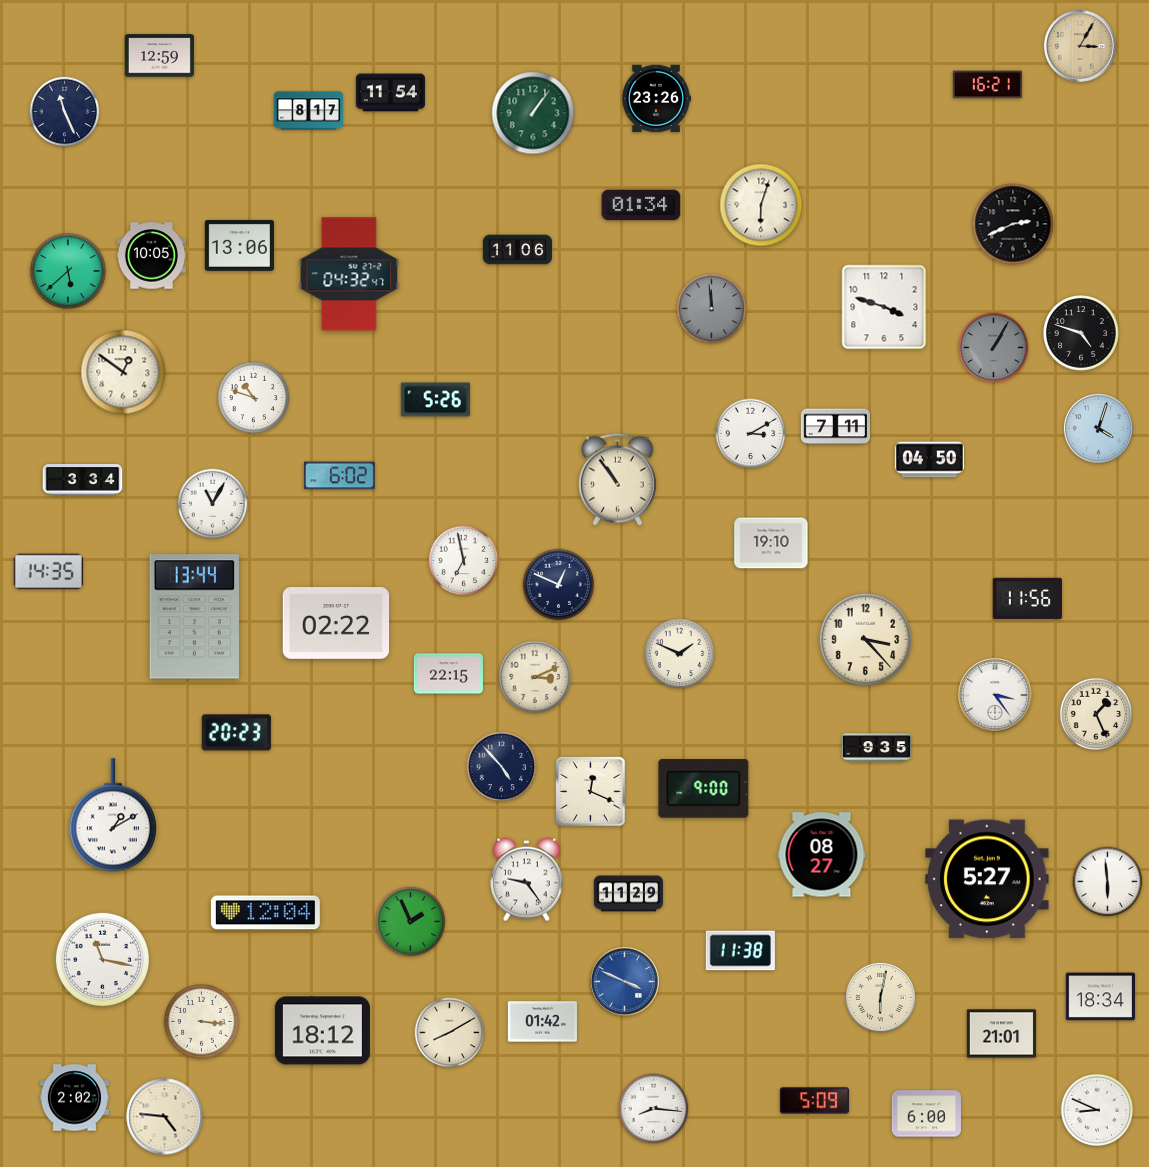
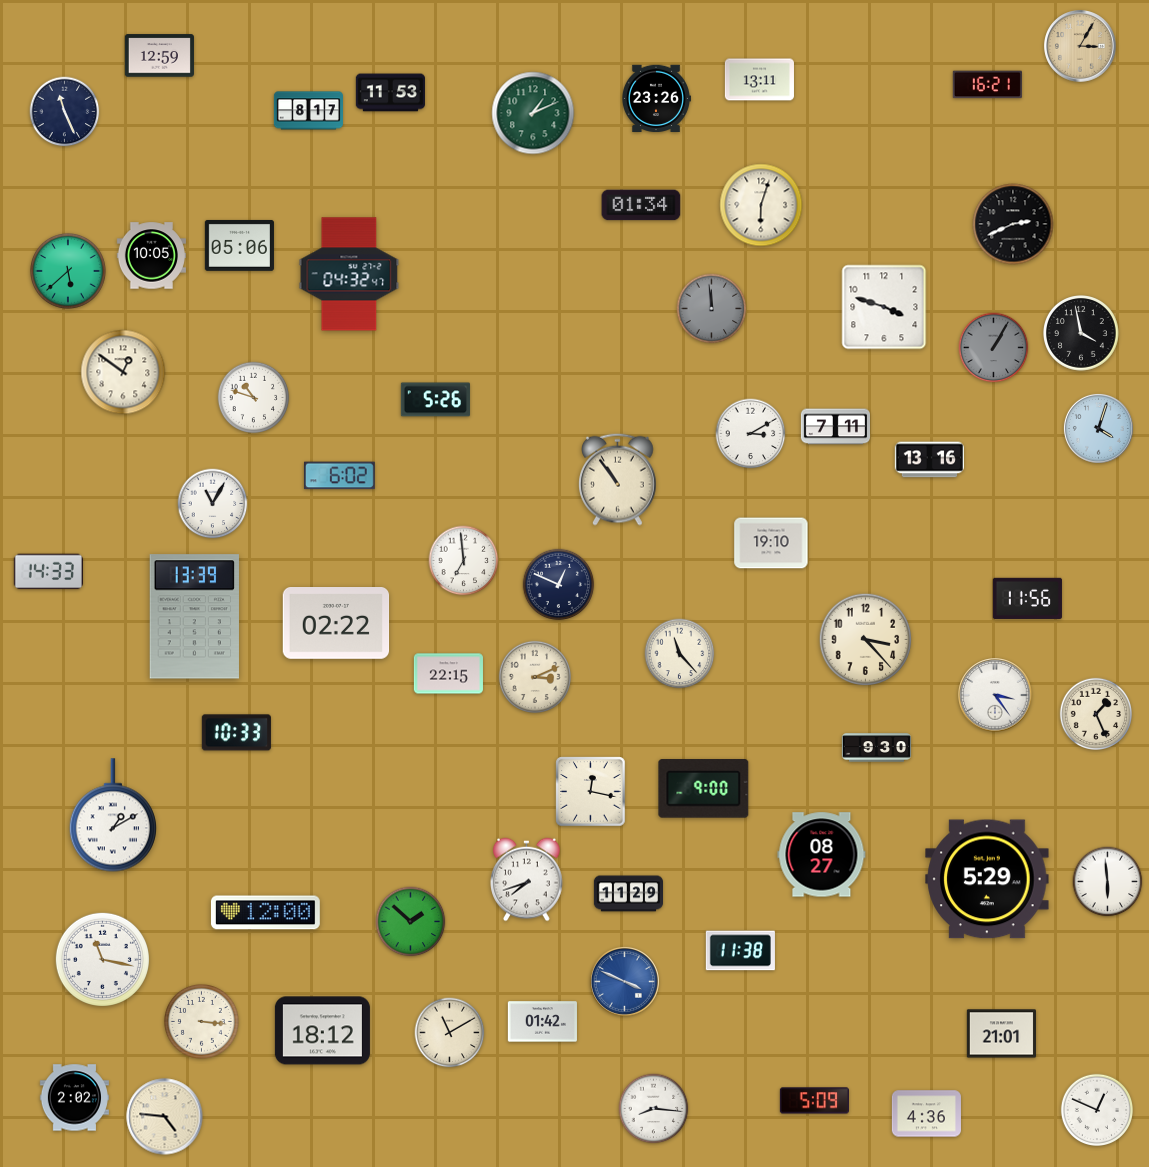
clock at (759, 80): none -> 13:11
clock at (390, 93): 11:54 -> 11:53
clock at (533, 113): 1:06 -> 1:11
clock at (239, 245): 13:06 -> 05:06
clock at (517, 250): 11:06 -> none
clock at (1082, 334): 4:48 -> 3:58
clock at (929, 460): 04:50 -> 13:16
clock at (83, 480): 3:34 -> none
clock at (464, 561): 6:58 -> 6:59
clock at (48, 572): 14:35 -> 14:33
clock at (194, 617): 13:44 -> 13:39
clock at (680, 654): 1:49 -> 11:23
clock at (236, 733): 20:23 -> 10:33
clock at (876, 748): 9:35 -> 9:30
clock at (502, 767): 4:53 -> none
clock at (591, 792): 12:19 -> 12:17
clock at (987, 879): 5:27 -> 5:29
clock at (527, 880): 9:24 -> 7:42
clock at (265, 913): 12:04 -> 12:00
clock at (411, 922): 1:56 -> 1:52
clock at (880, 997): 6:02 -> none
clock at (1100, 997): 18:34 -> none
clock at (450, 1033): 8:10 -> 11:10
clock at (1096, 1109): 8:49 -> 12:49
clock at (926, 1114): 6:00 -> 4:36
